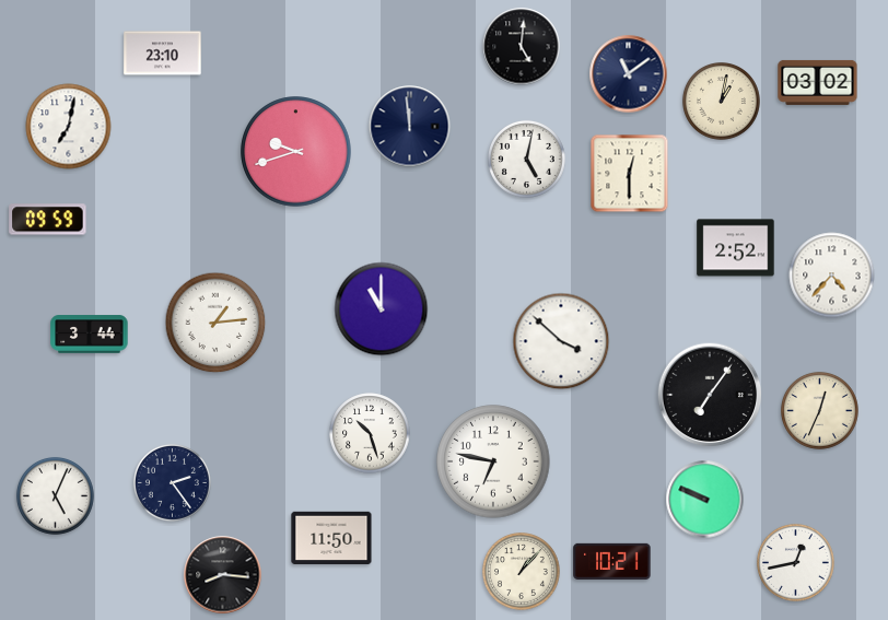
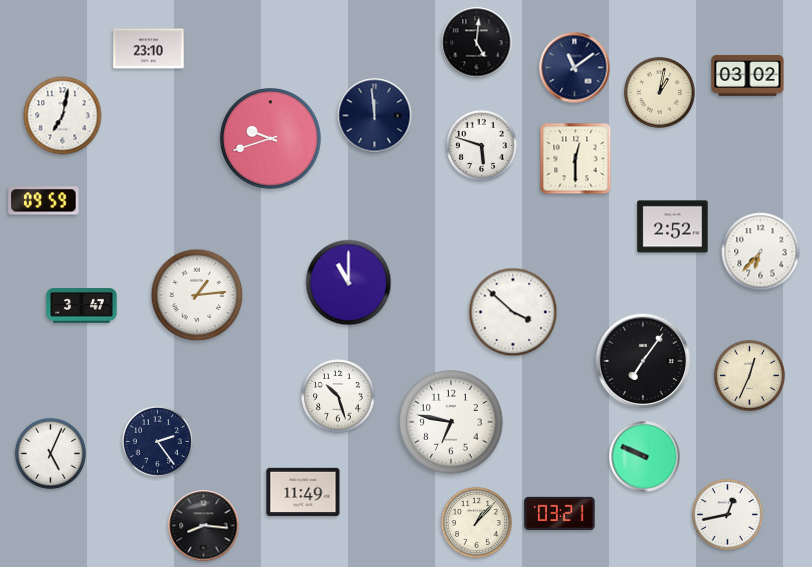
clock at (526, 159): 5:02 -> 5:48
clock at (832, 276): 4:37 -> 6:37
clock at (90, 335): 3:44 -> 3:47
clock at (710, 395) position: (710, 395) -> (643, 361)
clock at (331, 538): 11:50 -> 11:49
clock at (612, 561): 10:21 -> 03:21
